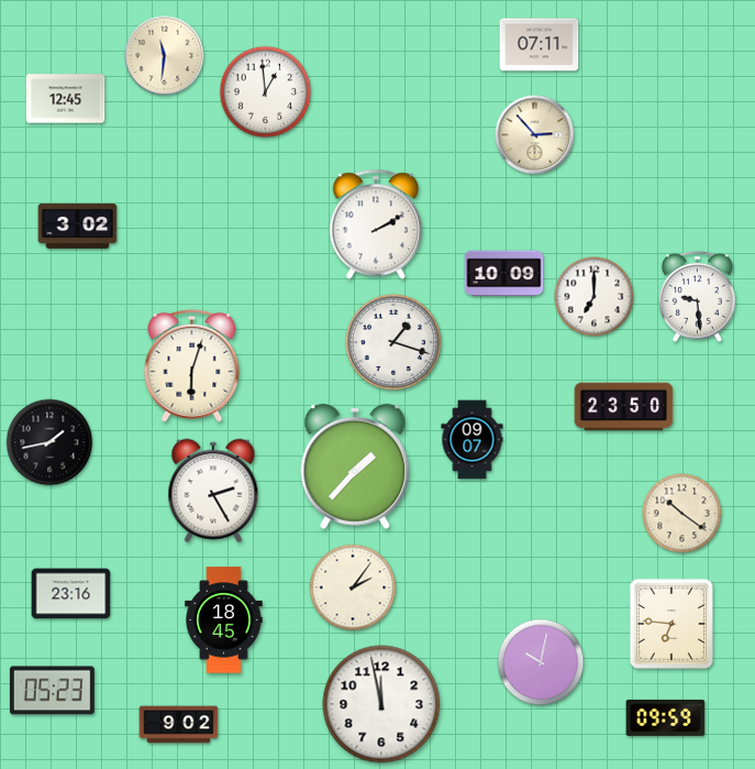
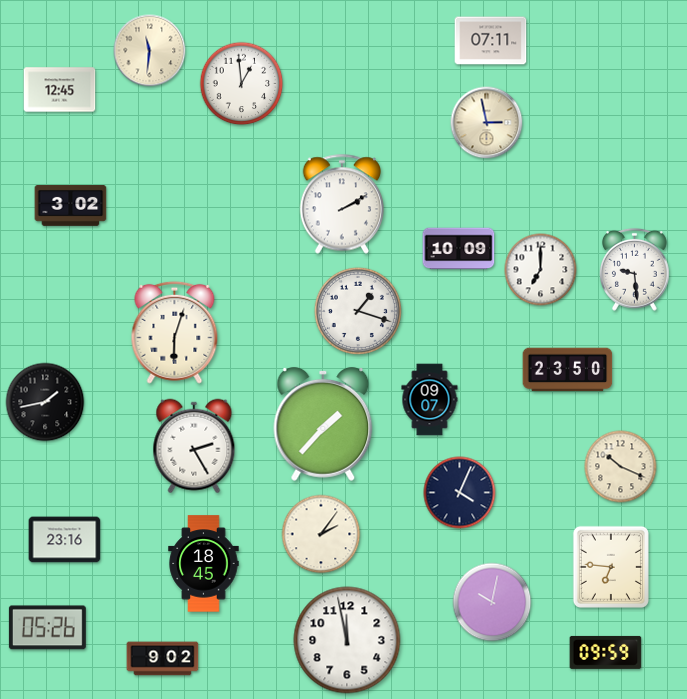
clock at (535, 135): 2:53 -> 2:58
clock at (682, 514): 10:21 -> 10:19
clock at (460, 493): none -> 4:04
clock at (52, 691): 05:23 -> 05:26
